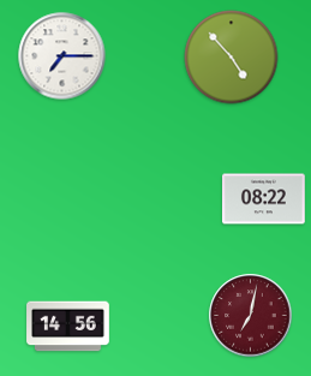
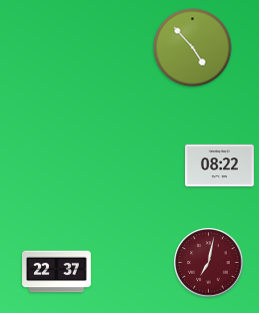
clock at (62, 56): 7:15 -> none
clock at (68, 327): 14:56 -> 22:37
